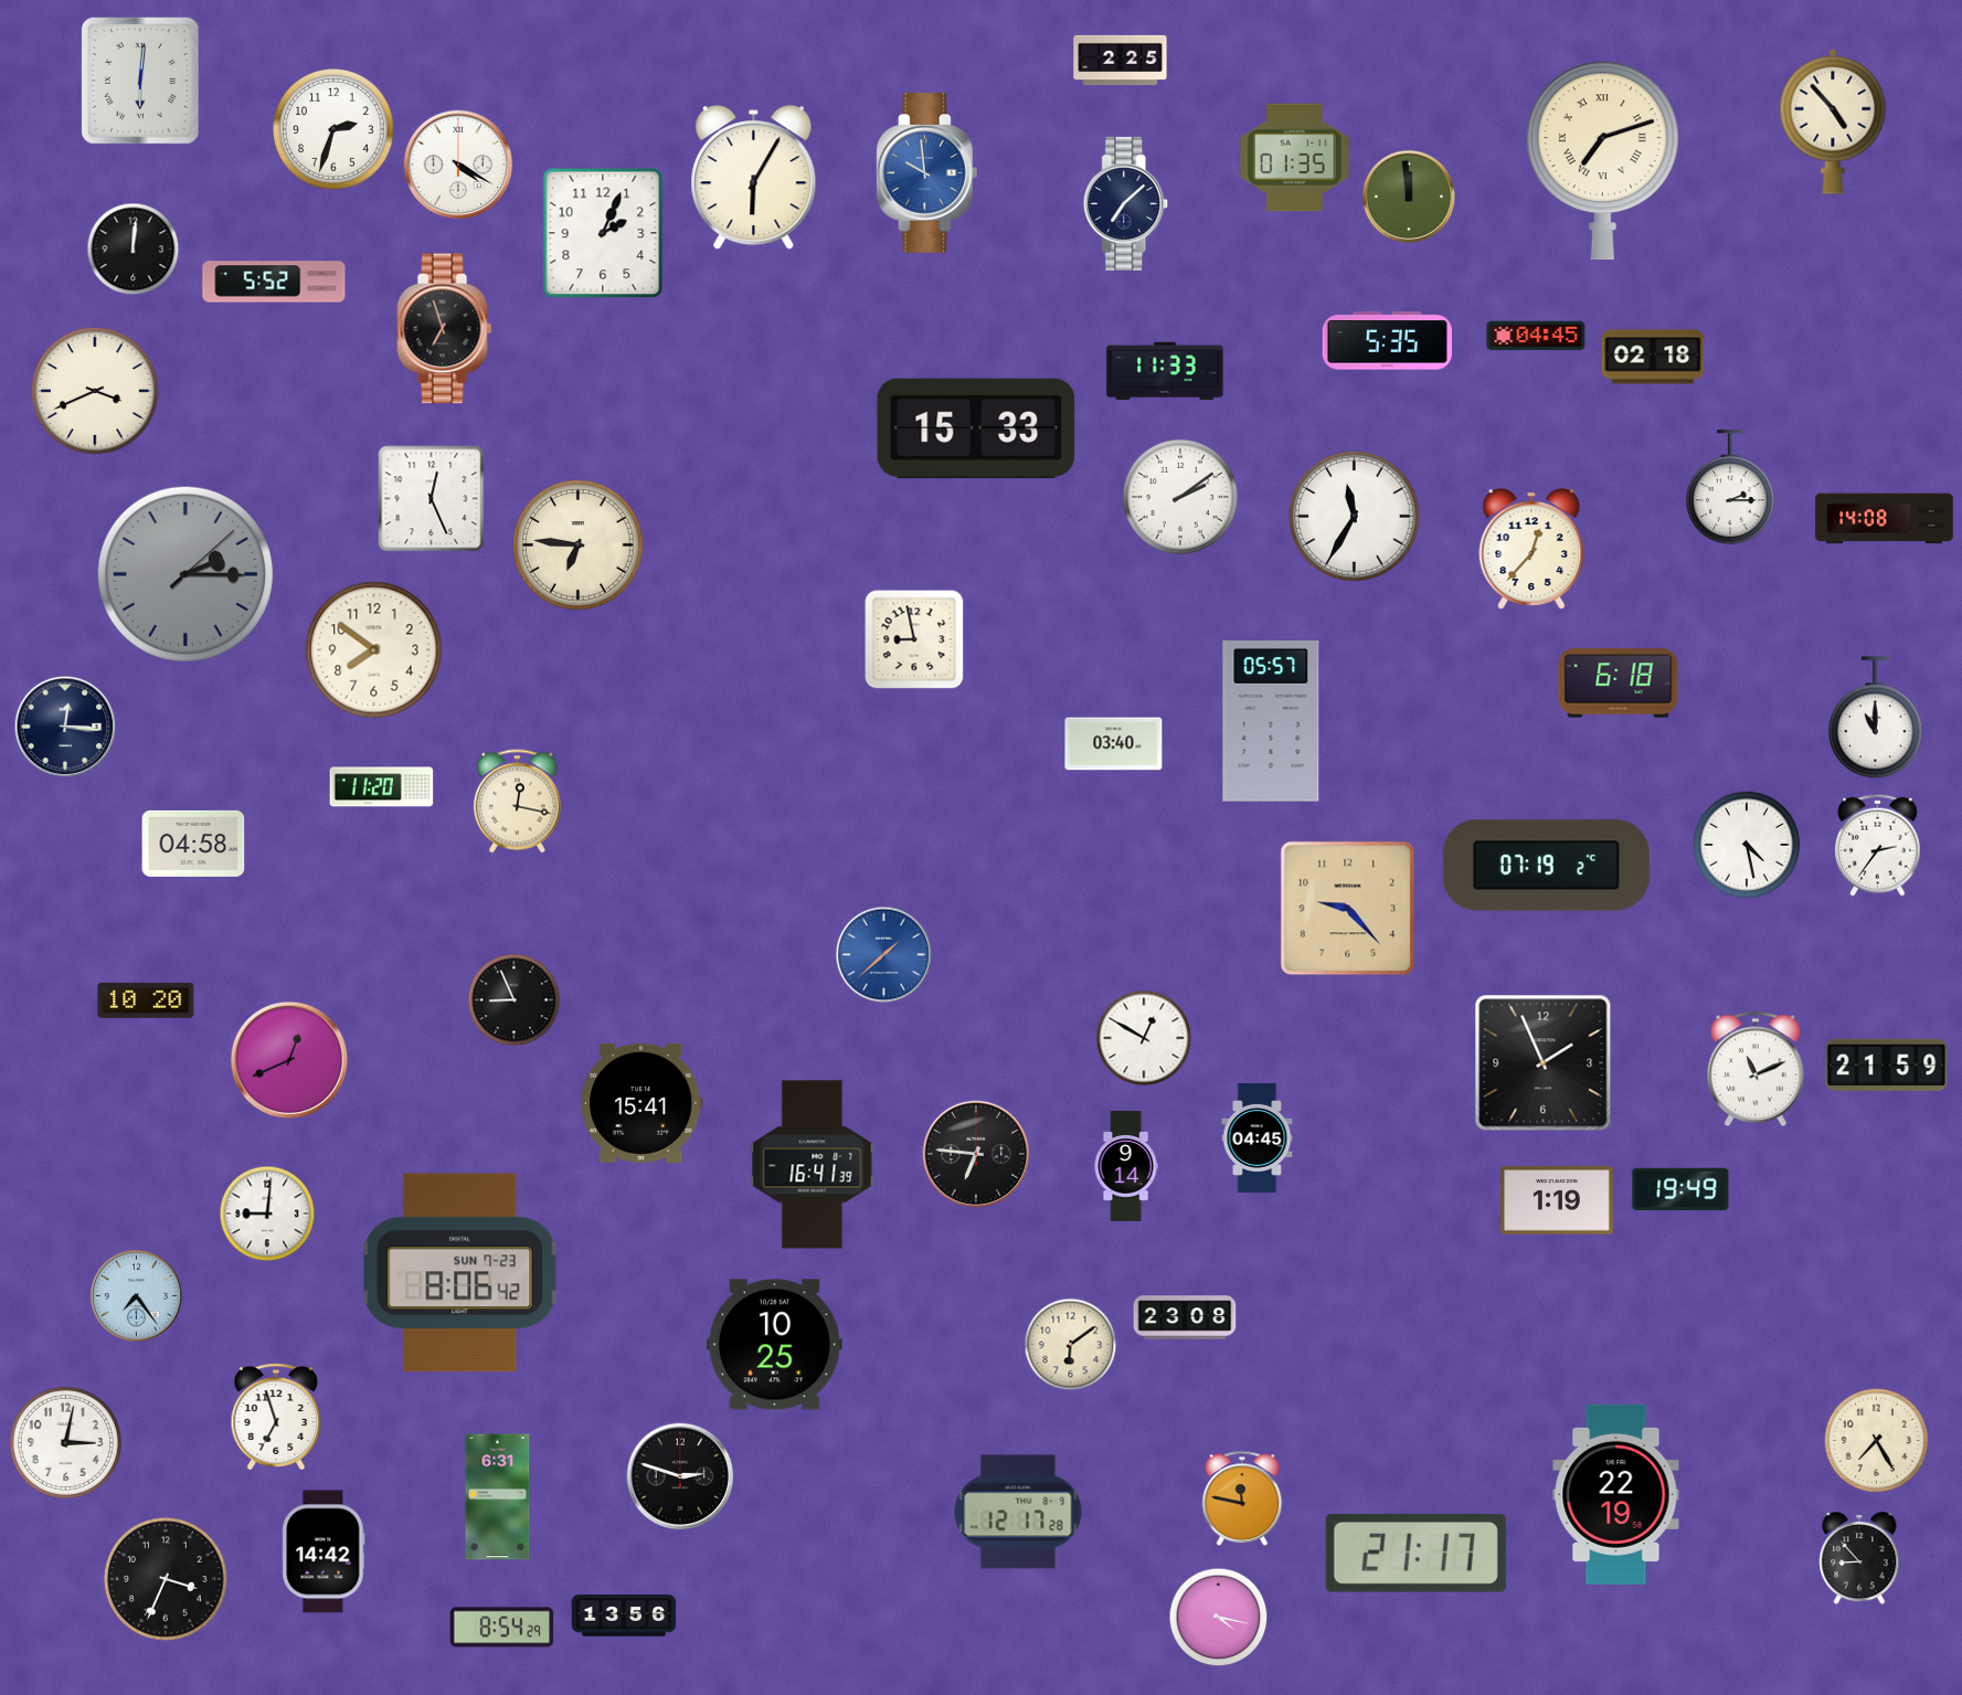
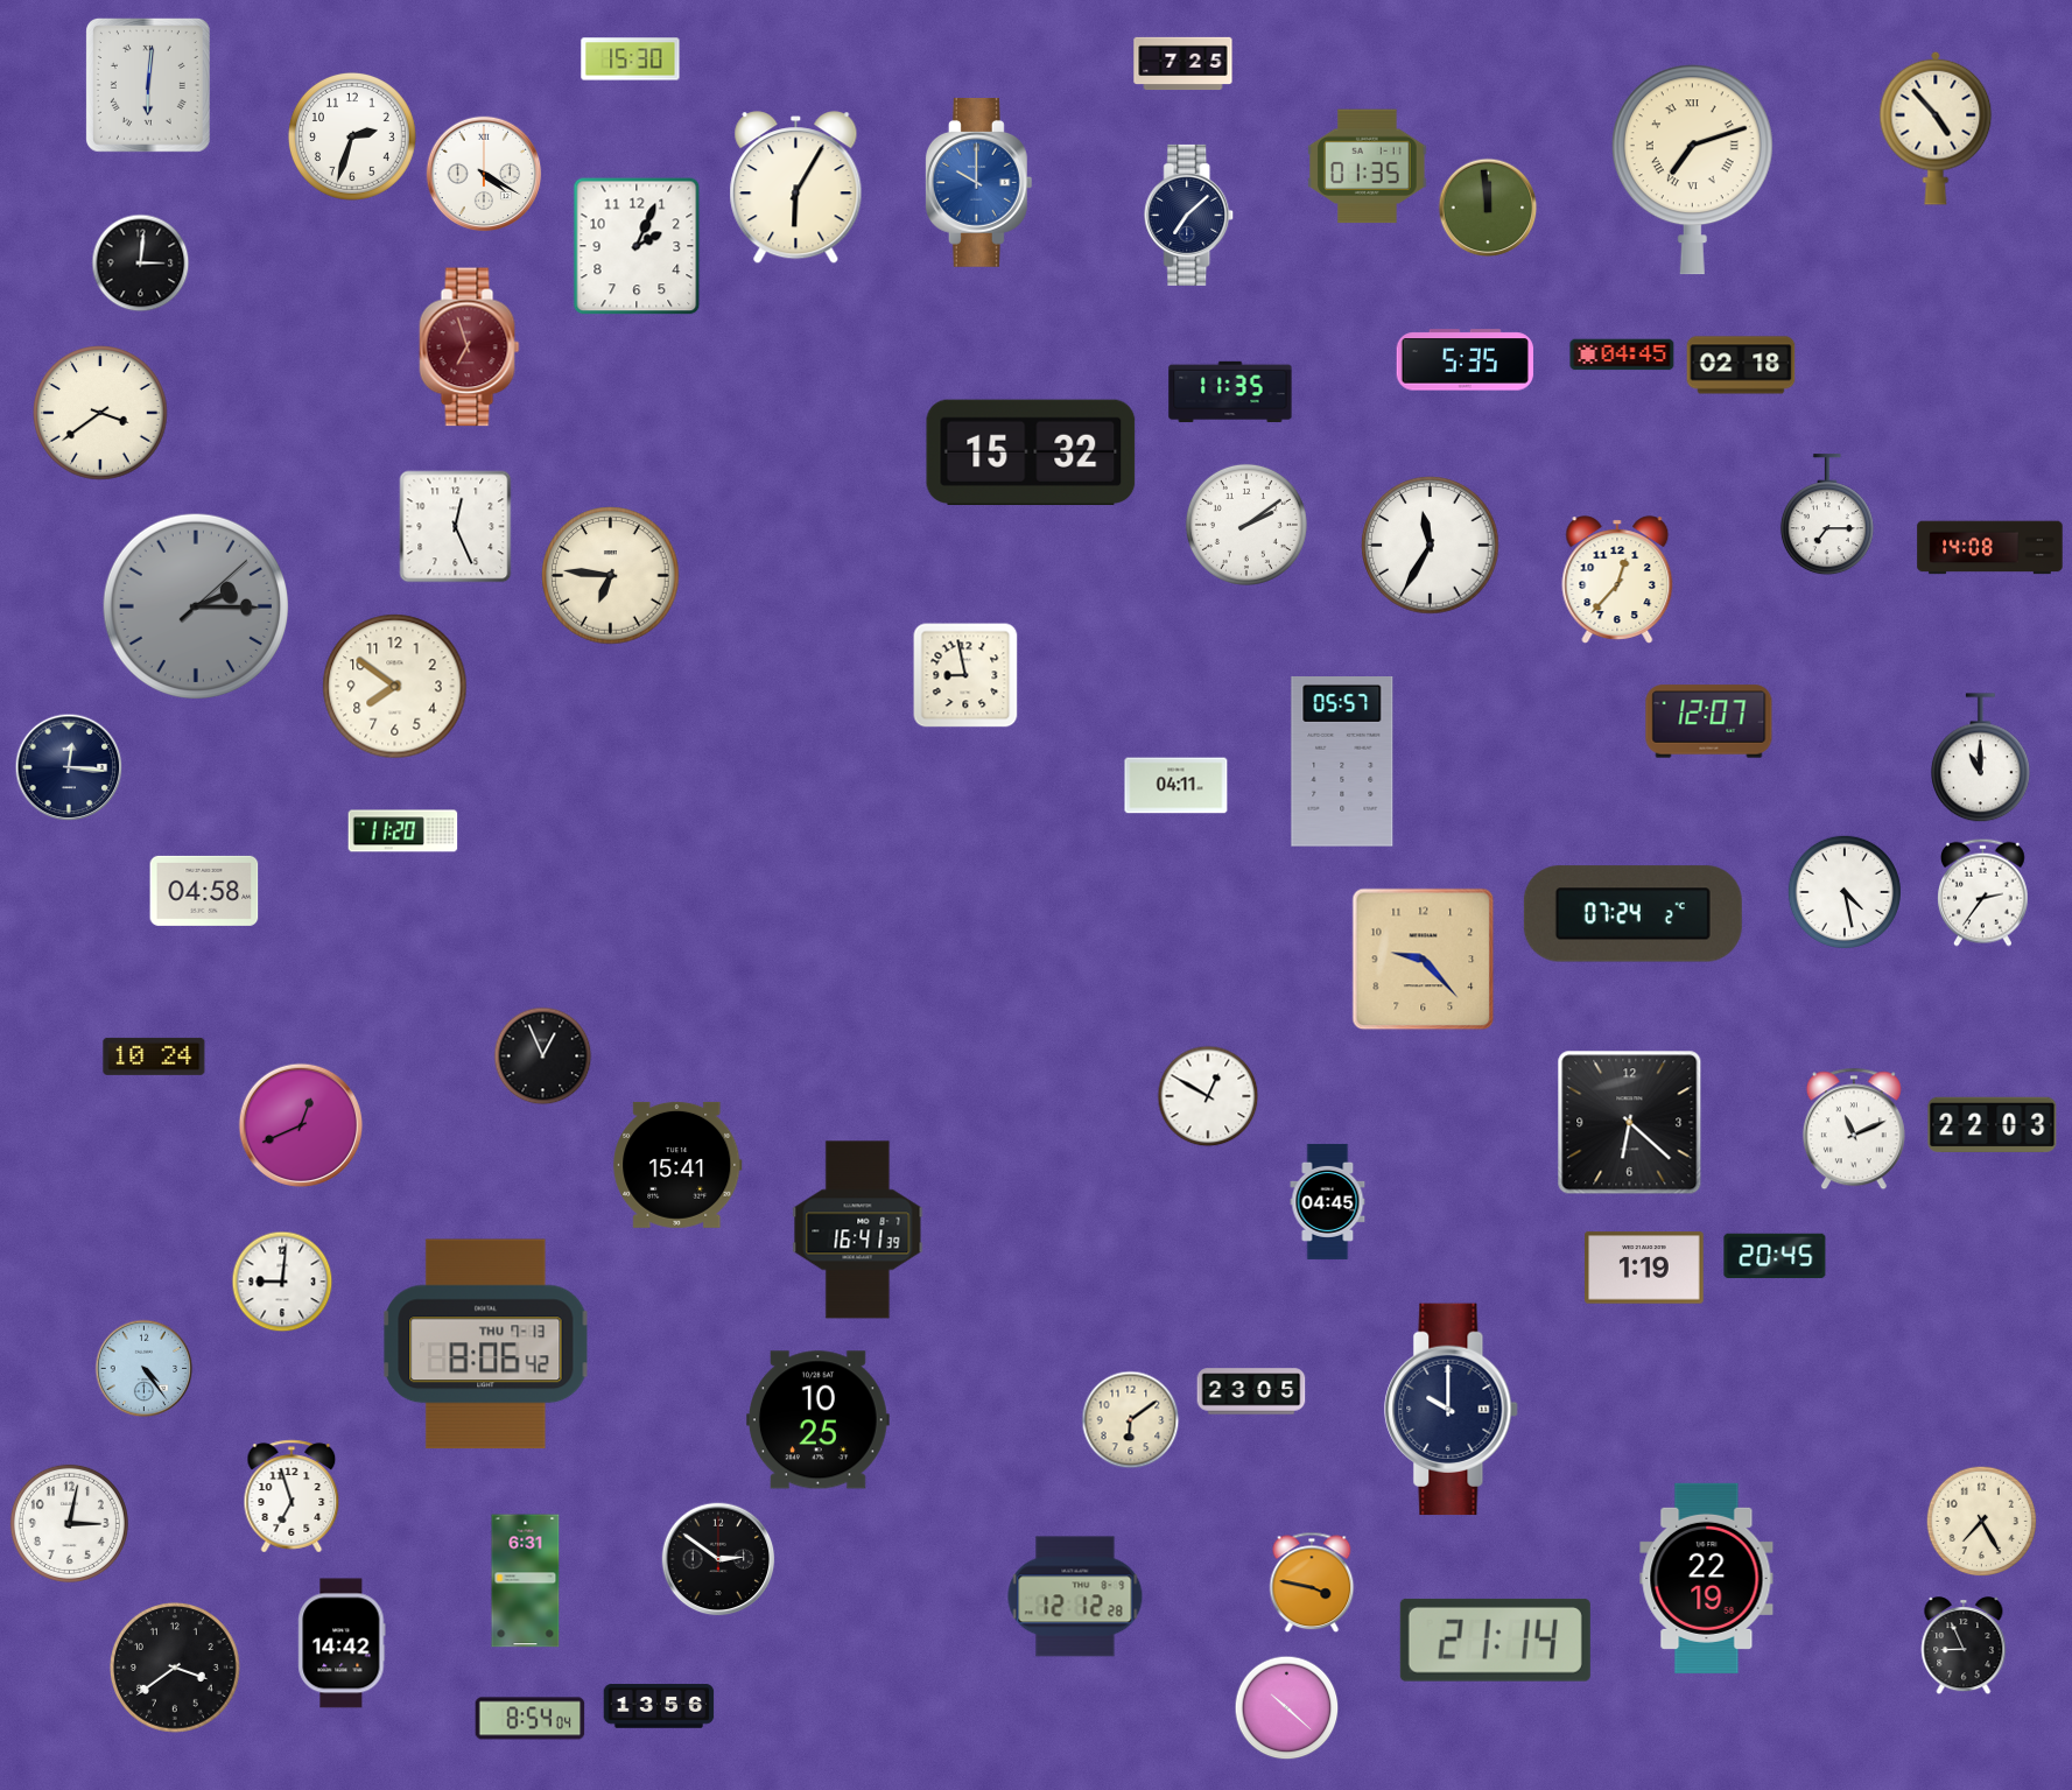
clock at (631, 59): none -> 15:30
clock at (1121, 61): 2:25 -> 7:25
clock at (926, 172): 9:59 -> 10:00
clock at (134, 250): 12:01 -> 3:01
clock at (274, 282): 5:52 -> none
clock at (445, 329) dial: black -> burgundy
clock at (1653, 357) position: (1653, 357) -> (1741, 365)
clock at (1165, 371): 11:33 -> 11:35
clock at (95, 391): 3:41 -> 3:39
clock at (976, 428): 15:33 -> 15:32
clock at (1730, 488): 2:15 -> 7:15
clock at (1619, 684): 6:18 -> 12:07
clock at (1114, 744): 03:40 -> 04:11
clock at (517, 802): 12:17 -> none
clock at (1546, 866): 07:19 -> 07:24
clock at (884, 955): 1:38 -> none
clock at (146, 1000): 10:20 -> 10:24
clock at (515, 1000): 8:56 -> 12:56
clock at (289, 1060) position: (289, 1060) -> (301, 1125)
clock at (1544, 1063): 1:56 -> 6:22
clock at (1887, 1064): 21:59 -> 22:03
clock at (976, 1154): 6:46 -> none
clock at (1126, 1167): 9:14 -> none
clock at (1680, 1189): 19:49 -> 20:45
clock at (460, 1273) date: SUN 7-23 -> THU 7-13
clock at (137, 1296): 7:24 -> 4:24
clock at (1185, 1317): 23:08 -> 23:05
clock at (1452, 1410): none -> 10:00
clock at (680, 1476): 2:48 -> 2:51
clock at (1242, 1498): 11:47 -> 3:47
clock at (1018, 1512): 12:17 -> 12:12
clock at (324, 1551) position: (324, 1551) -> (342, 1643)
clock at (1415, 1553): 21:17 -> 21:14
clock at (1859, 1559): 8:53 -> 8:56
clock at (167, 1580): 3:34 -> 3:39
clock at (1219, 1618): 4:17 -> 10:22
clock at (502, 1628): 8:54:29 -> 8:54:04
